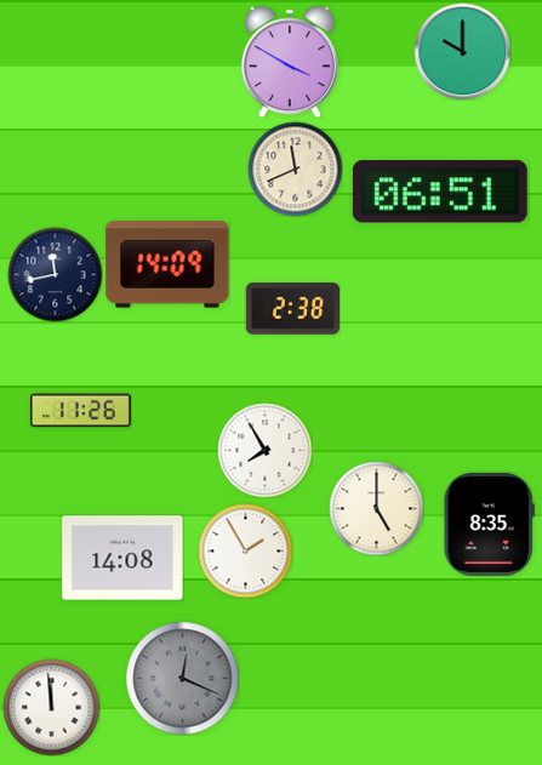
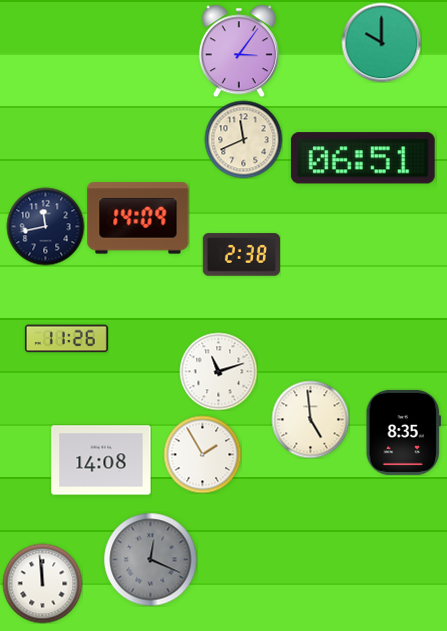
clock at (290, 62): 3:50 -> 3:06
clock at (264, 450): 7:55 -> 11:12
clock at (376, 508): 5:00 -> 4:59
